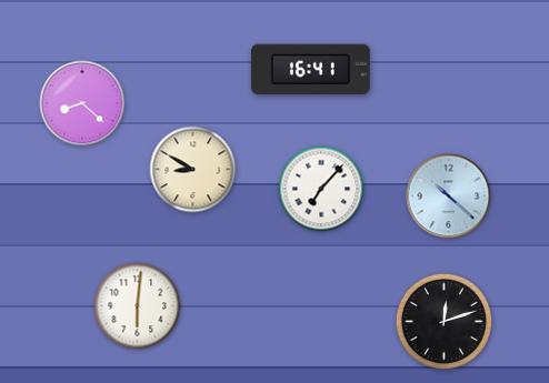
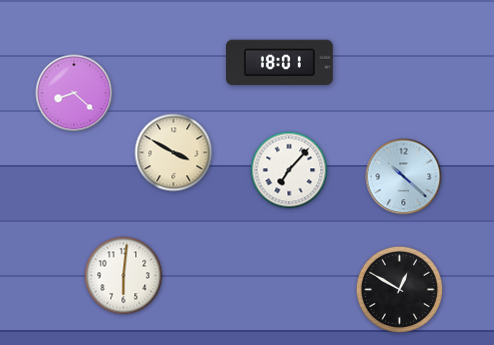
clock at (310, 70): 16:41 -> 18:01
clock at (193, 170): 8:50 -> 3:50
clock at (443, 321): 12:12 -> 12:50
